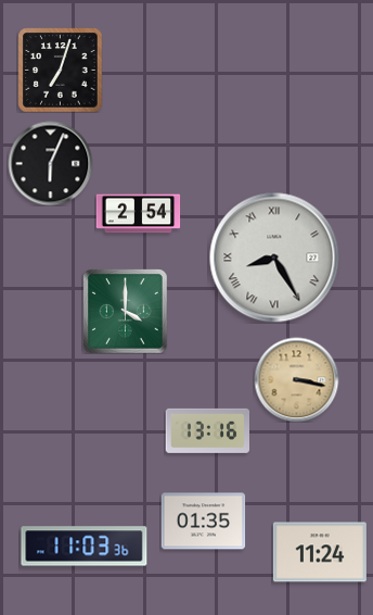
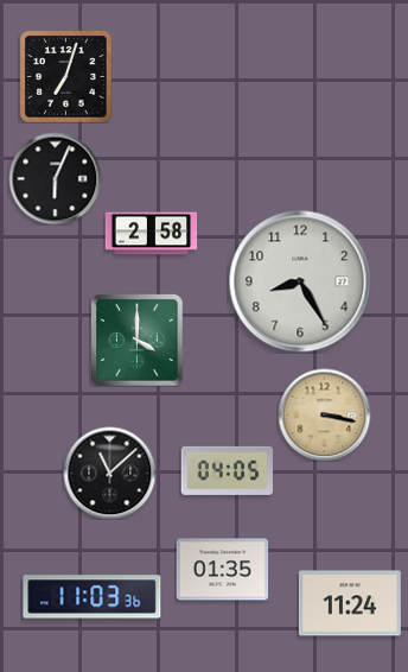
clock at (138, 214): 2:54 -> 2:58
clock at (274, 258) numerals: Roman -> Arabic
clock at (207, 430): 13:16 -> 04:05
clock at (109, 473): none -> 11:08
